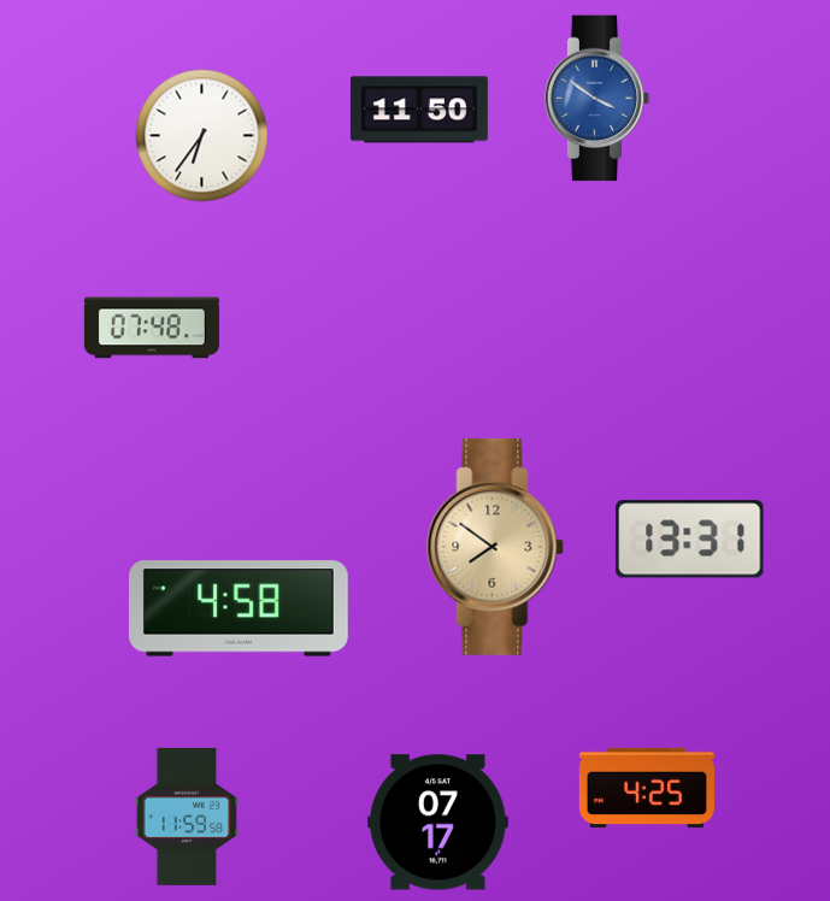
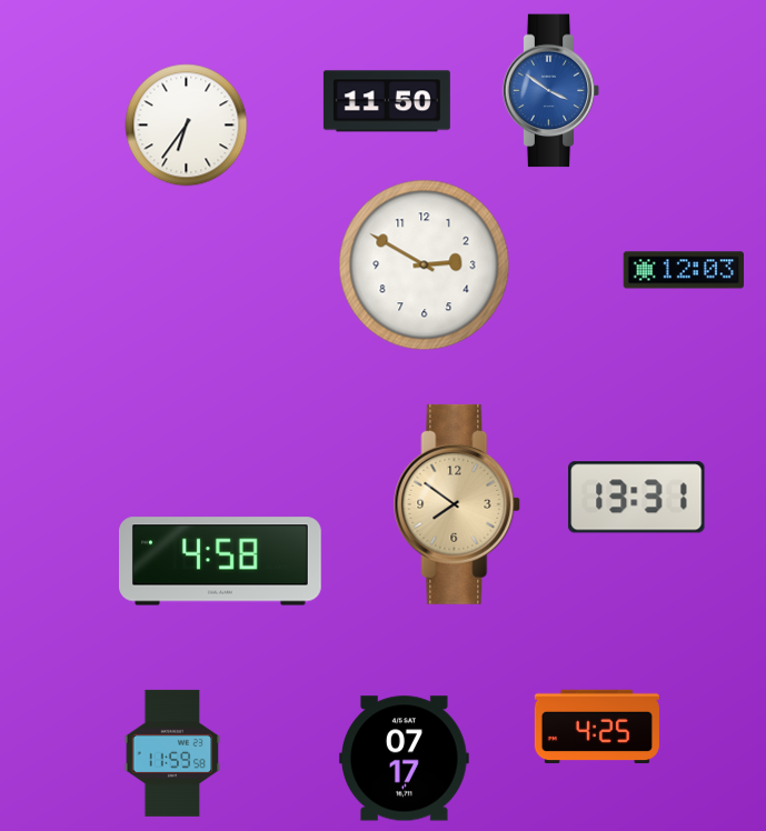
clock at (425, 266): none -> 2:50
clock at (684, 270): none -> 12:03
clock at (152, 328): 07:48 -> none
